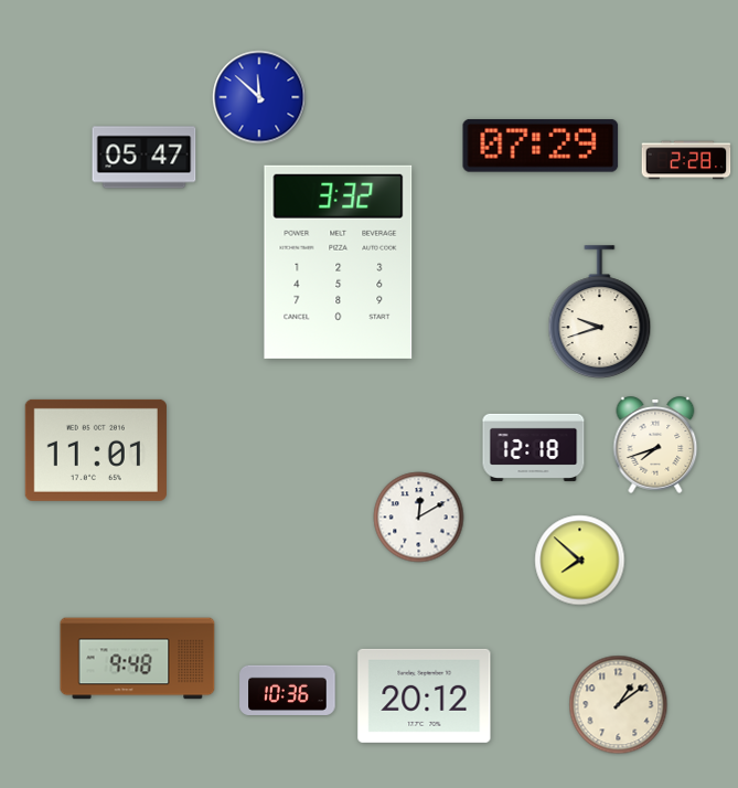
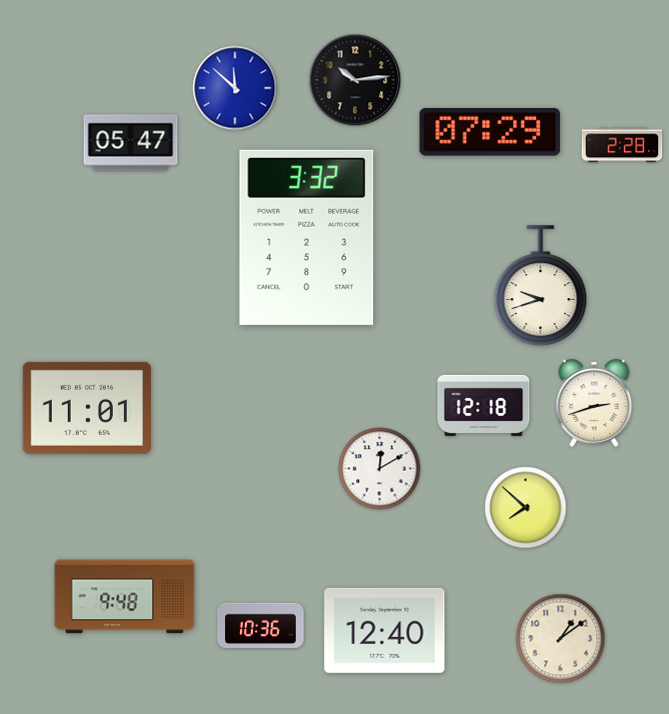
clock at (355, 80): none -> 10:14
clock at (600, 311) position: (600, 311) -> (541, 285)
clock at (655, 445): 7:42 -> 2:42
clock at (425, 695): 20:12 -> 12:40
